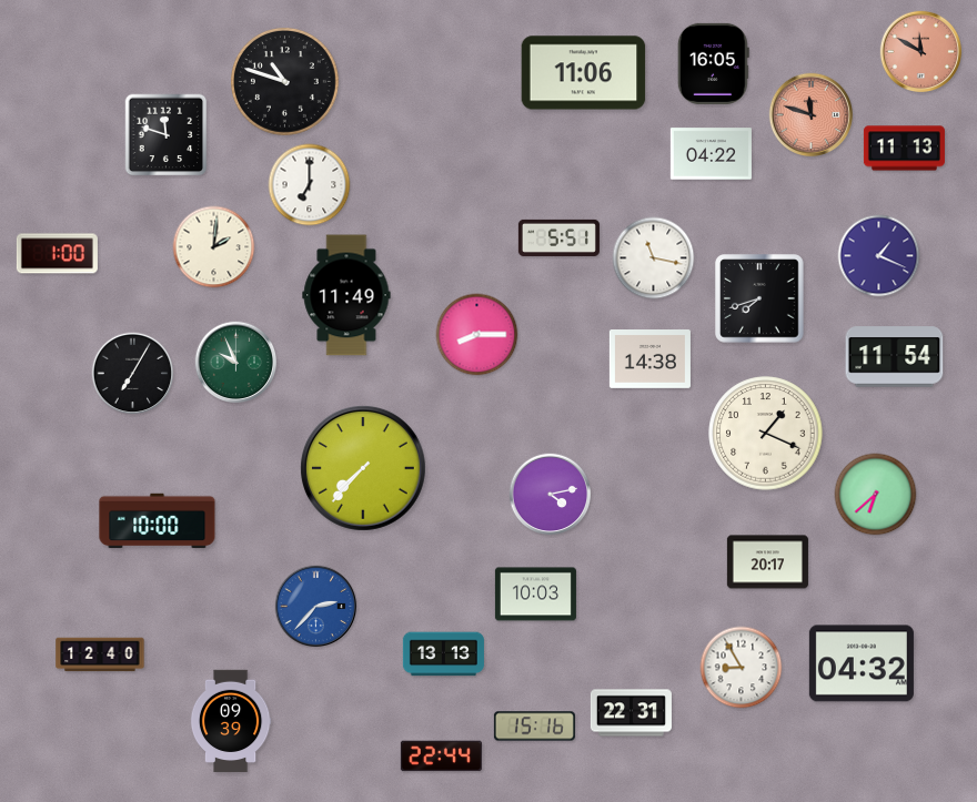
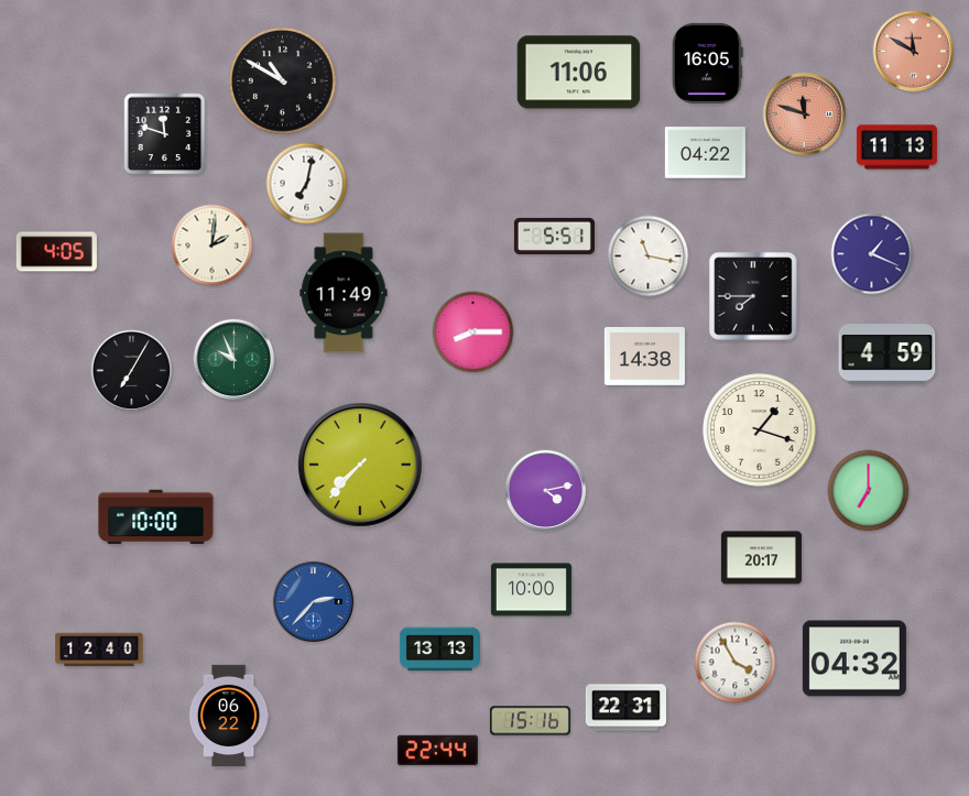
clock at (285, 82): 10:48 -> 10:50
clock at (310, 185): 7:00 -> 7:02
clock at (57, 254): 1:00 -> 4:05
clock at (759, 298): 7:42 -> 7:45
clock at (895, 357): 11:54 -> 4:59
clock at (766, 434): 1:19 -> 1:18
clock at (876, 495): 6:38 -> 7:00
clock at (535, 595): 10:03 -> 10:00
clock at (742, 668): 8:55 -> 3:55
clock at (231, 721): 09:39 -> 06:22
